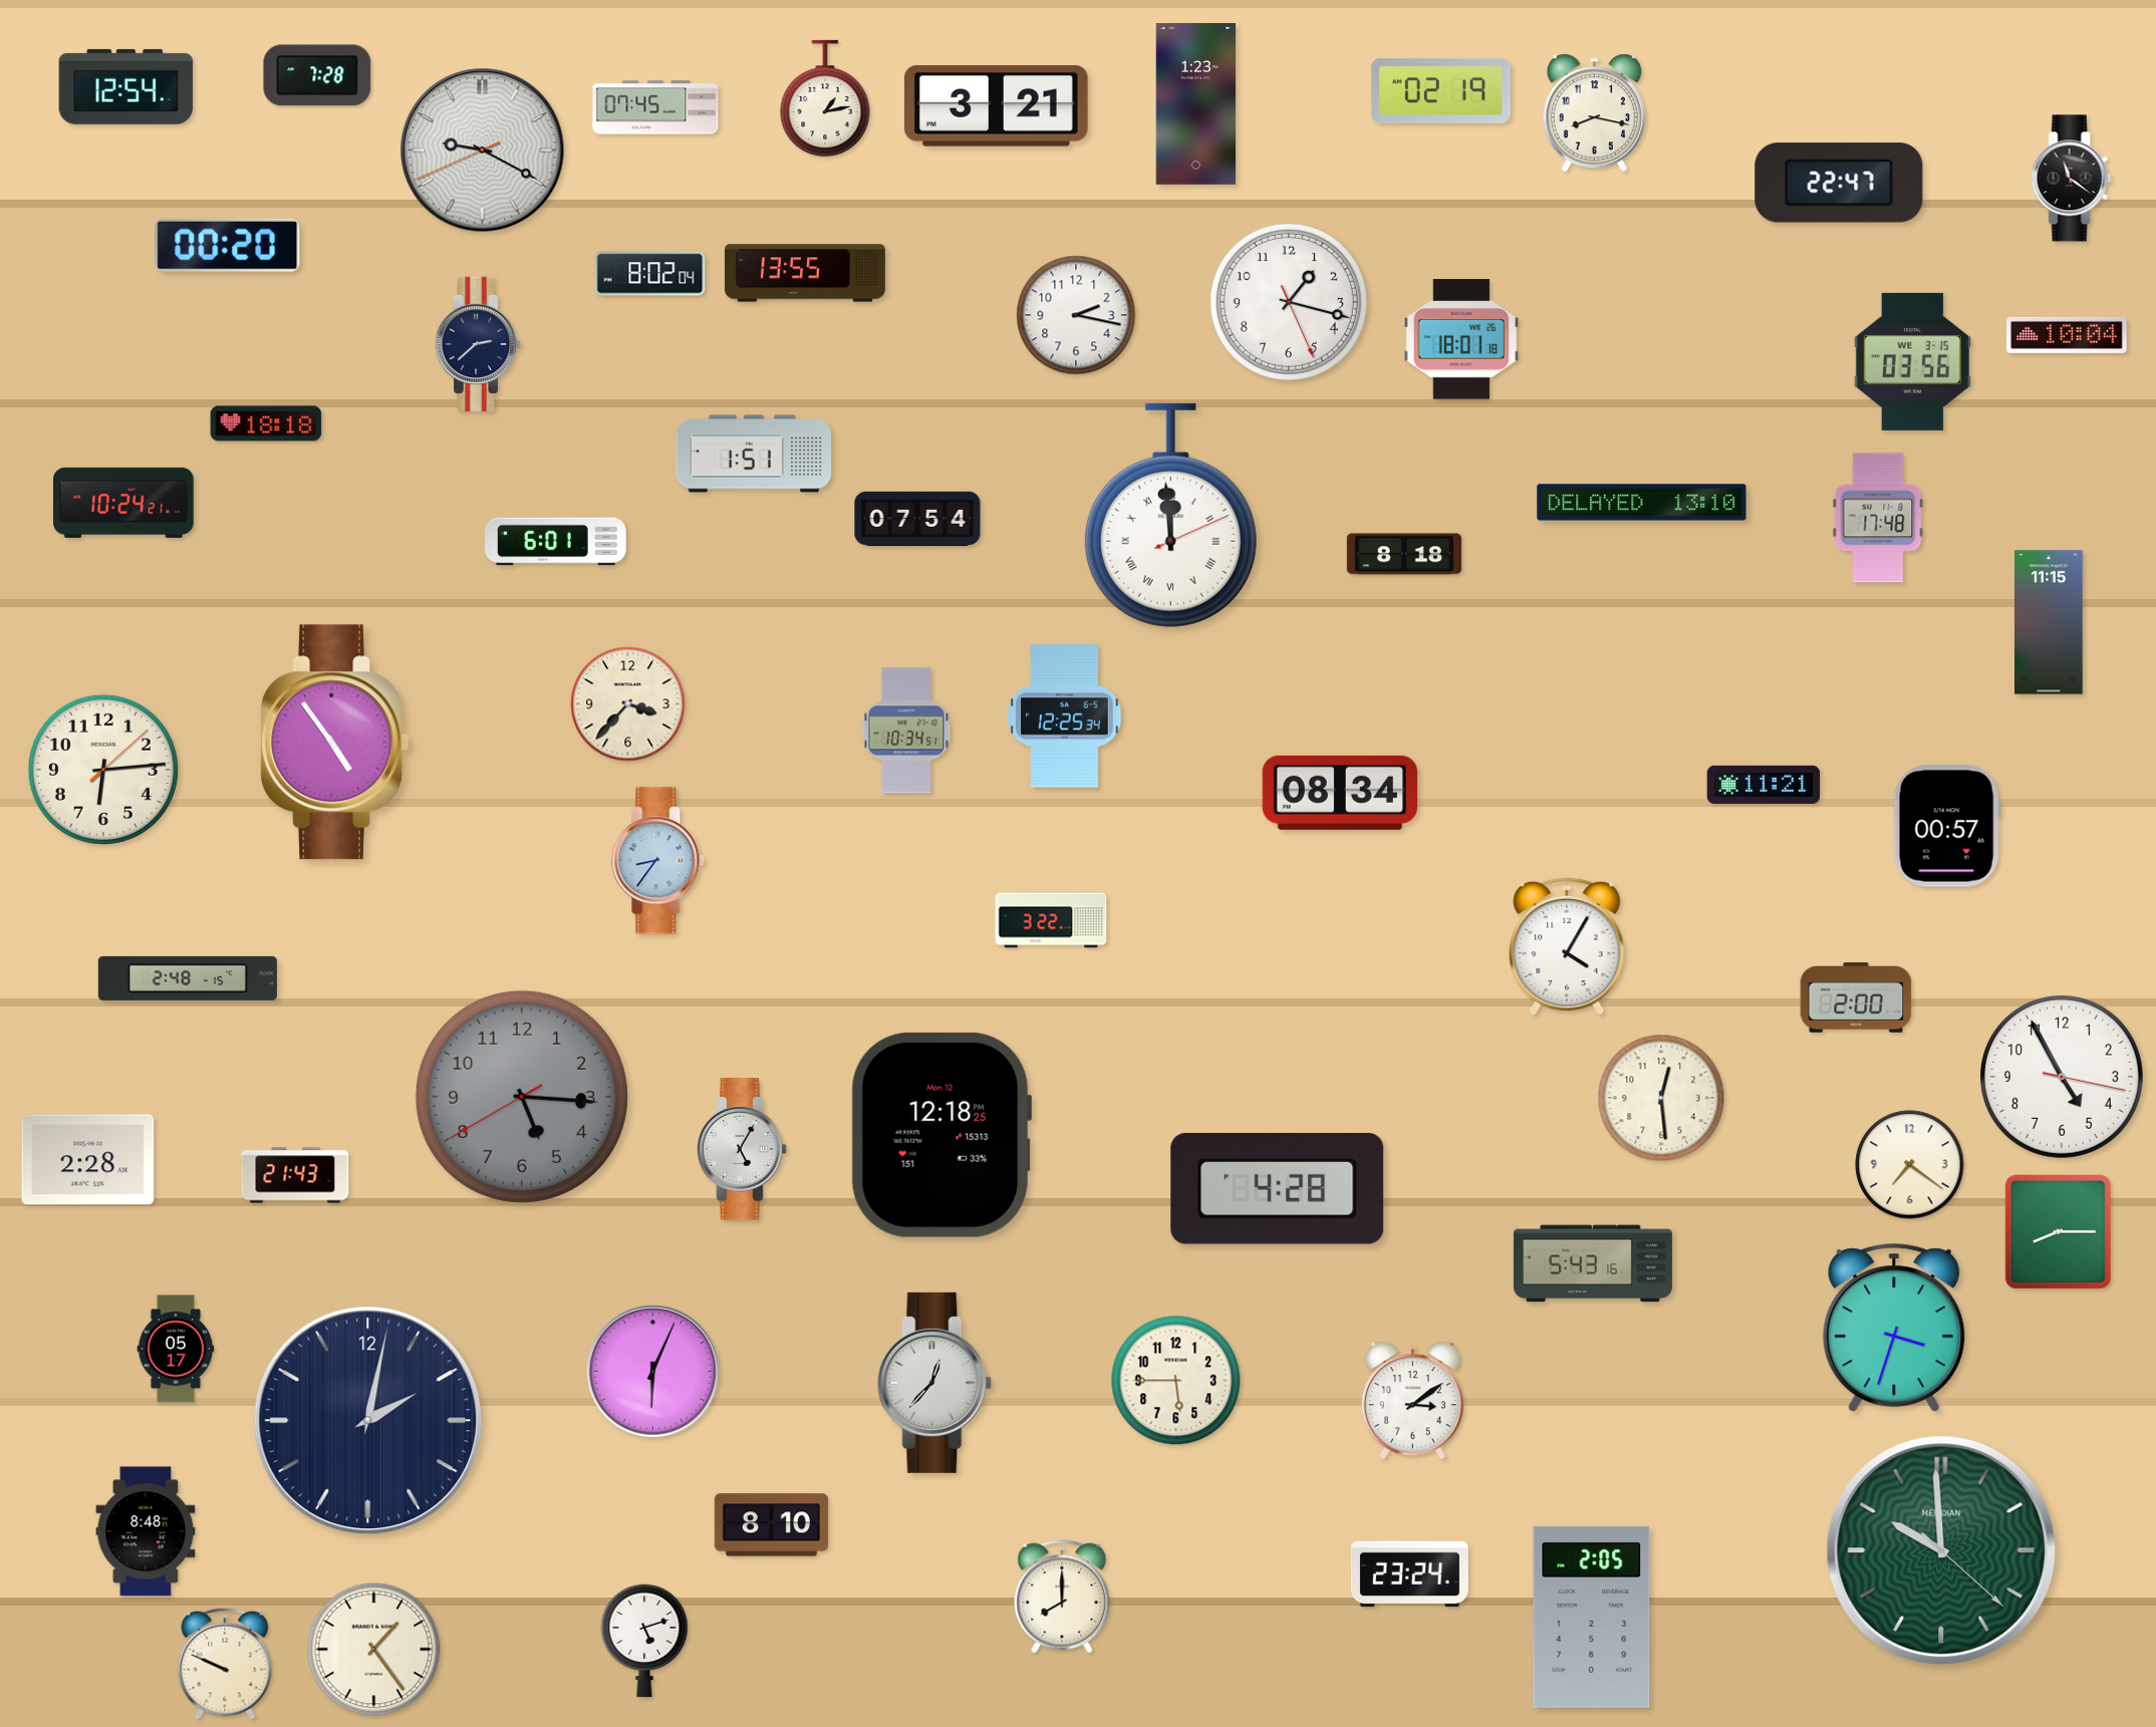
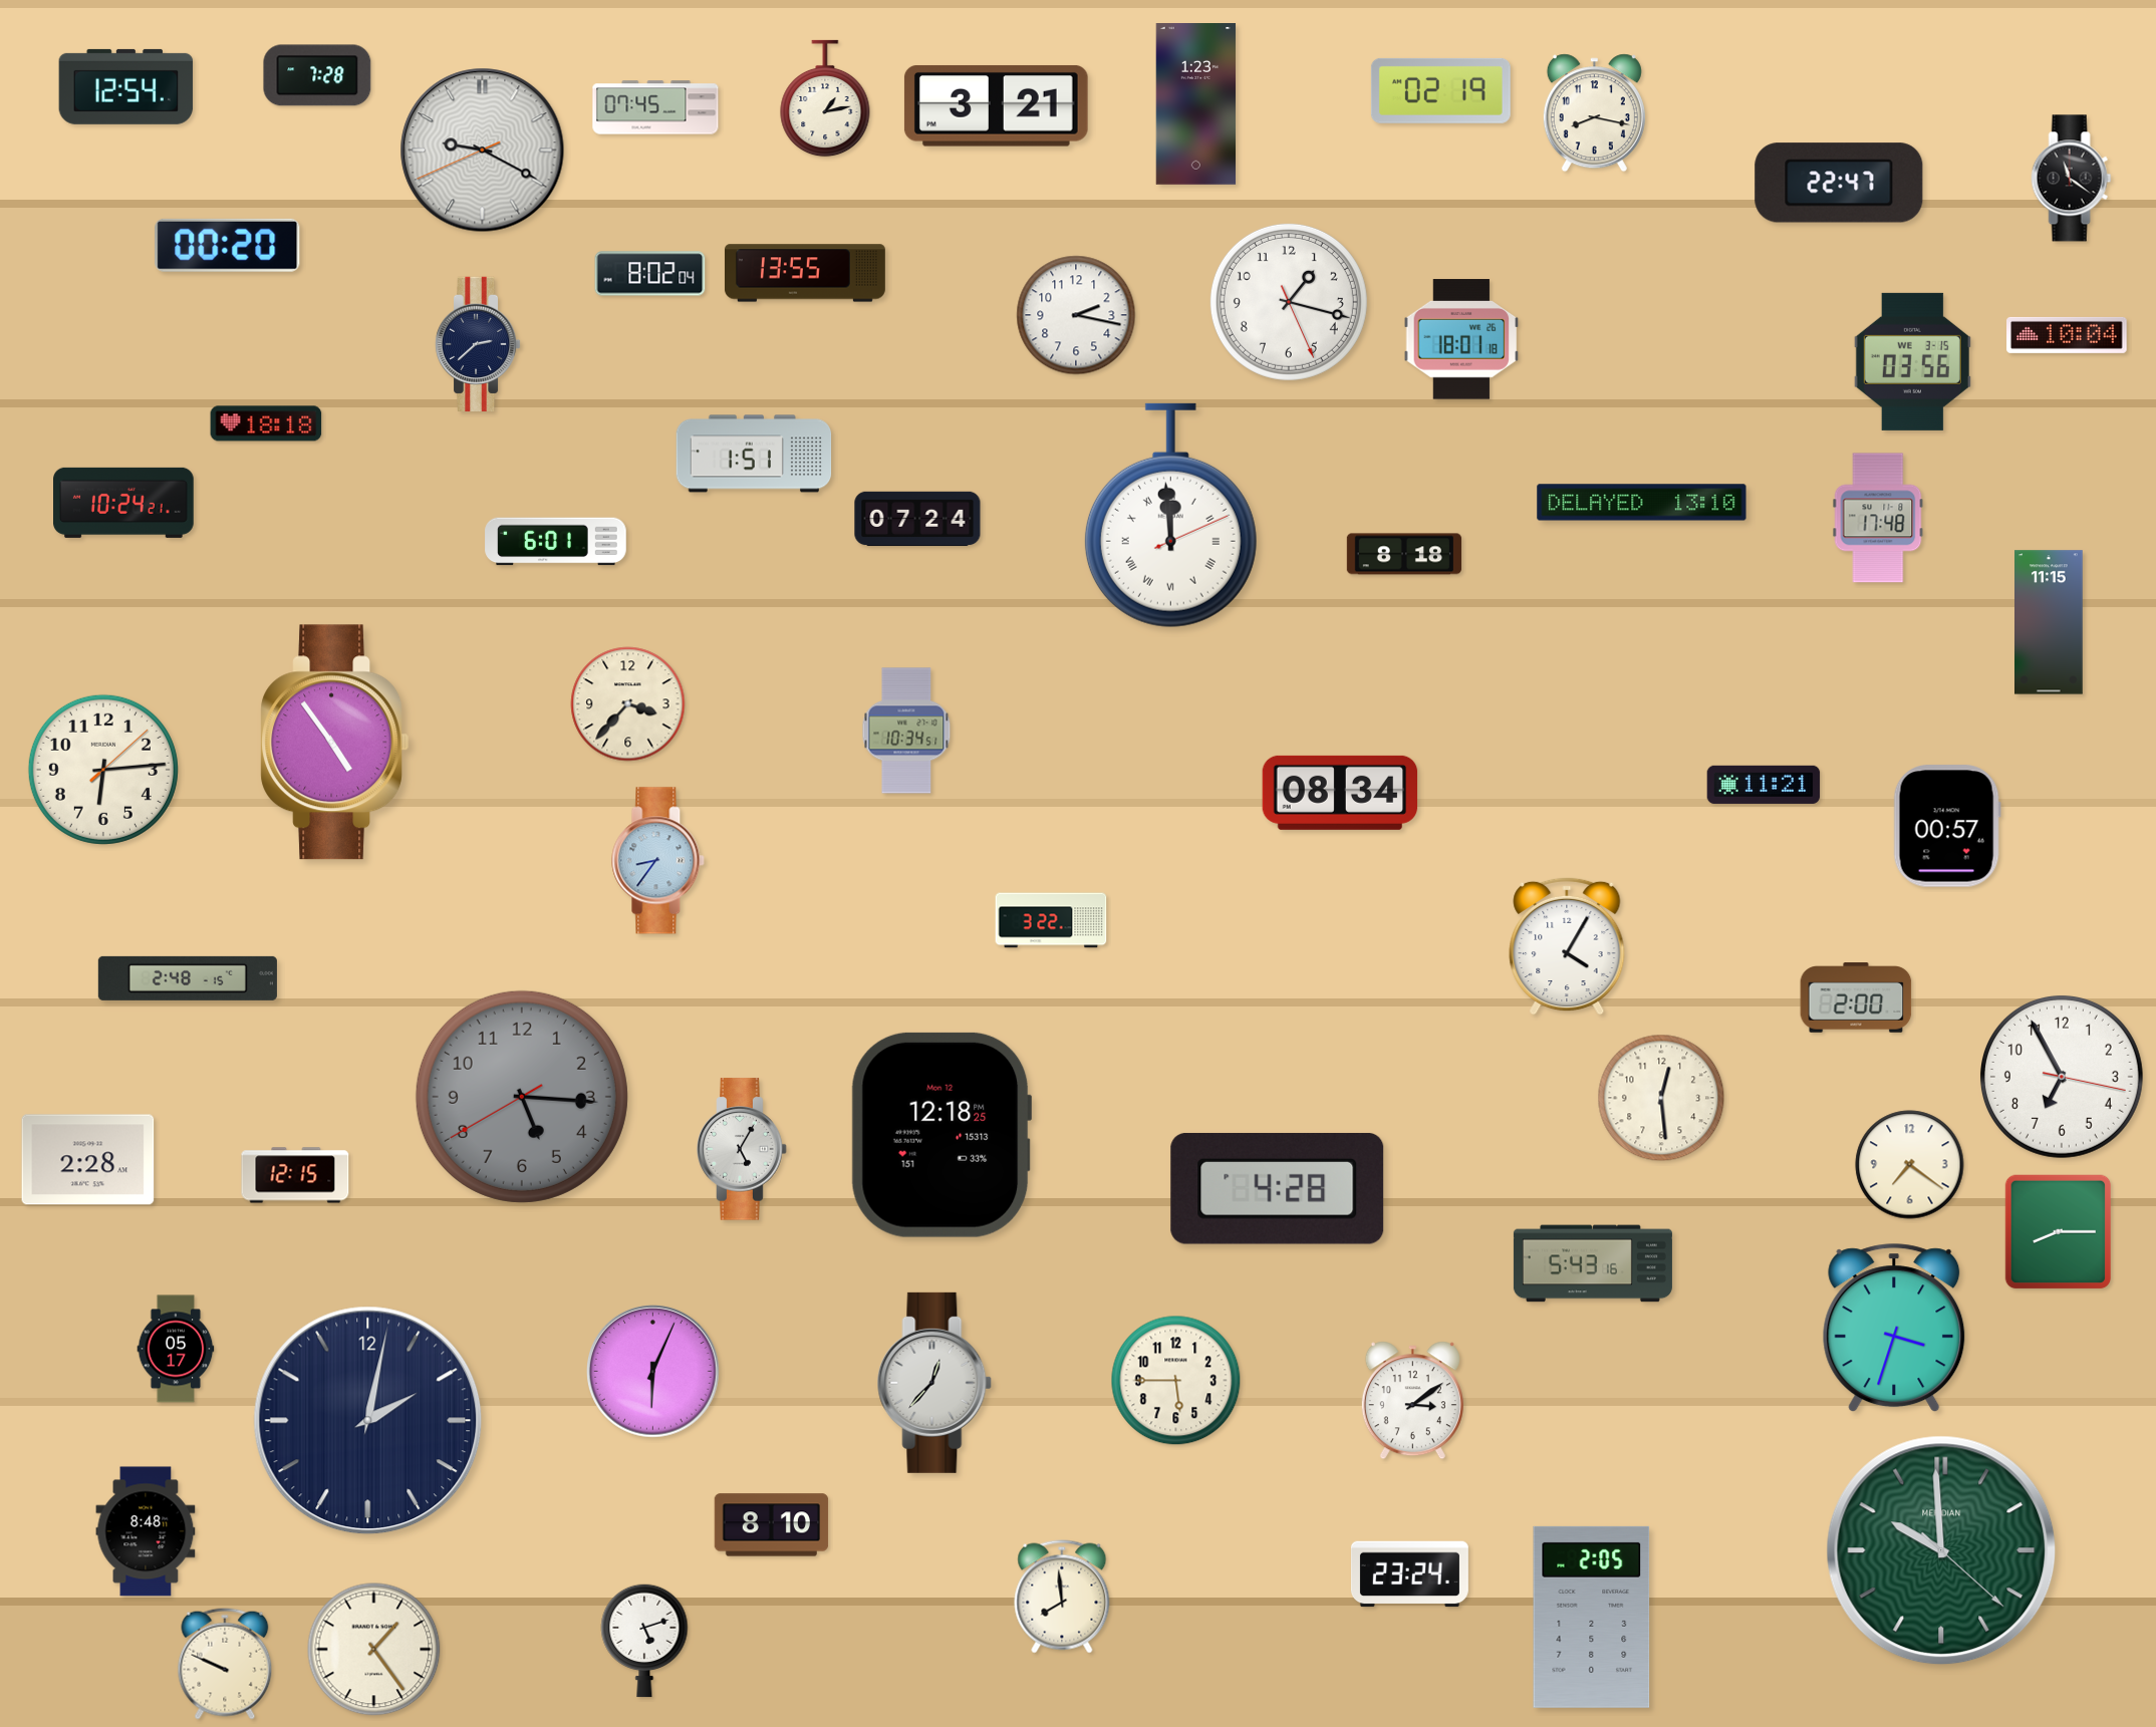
clock at (917, 519): 07:54 -> 07:24
clock at (1065, 716): 12:25 -> none
clock at (2062, 1077): 4:55 -> 6:55
clock at (295, 1175): 21:43 -> 12:15
clock at (1062, 1597): 8:00 -> 7:59
